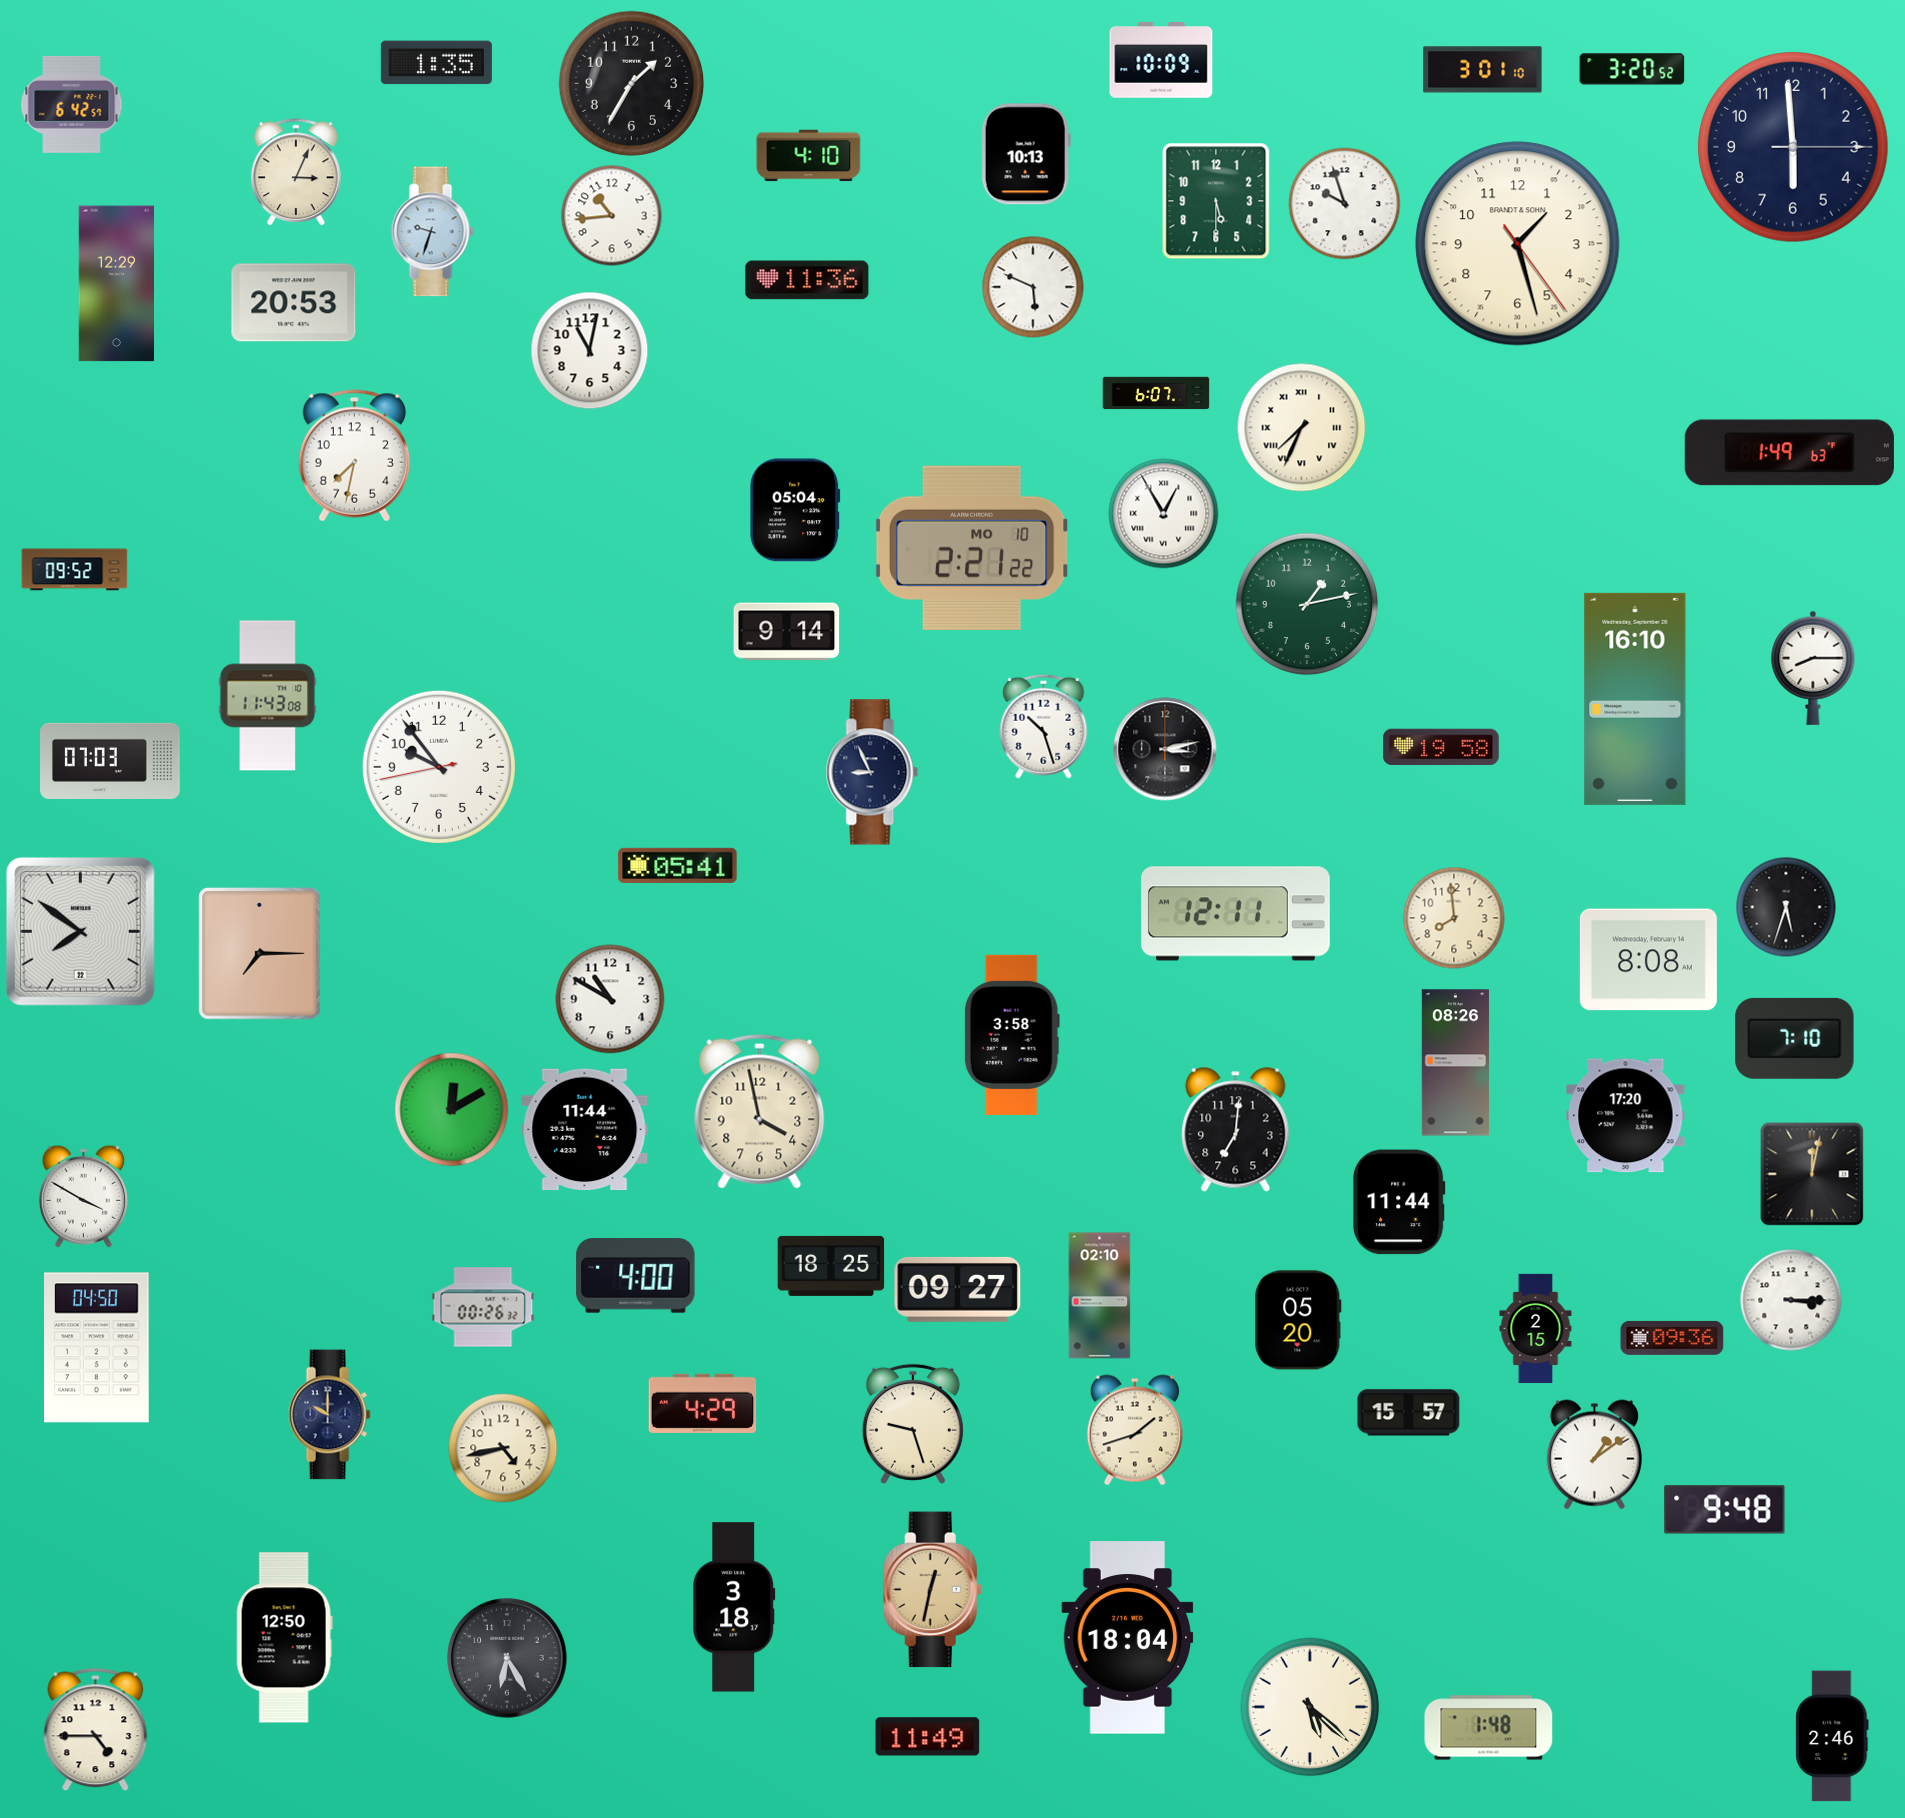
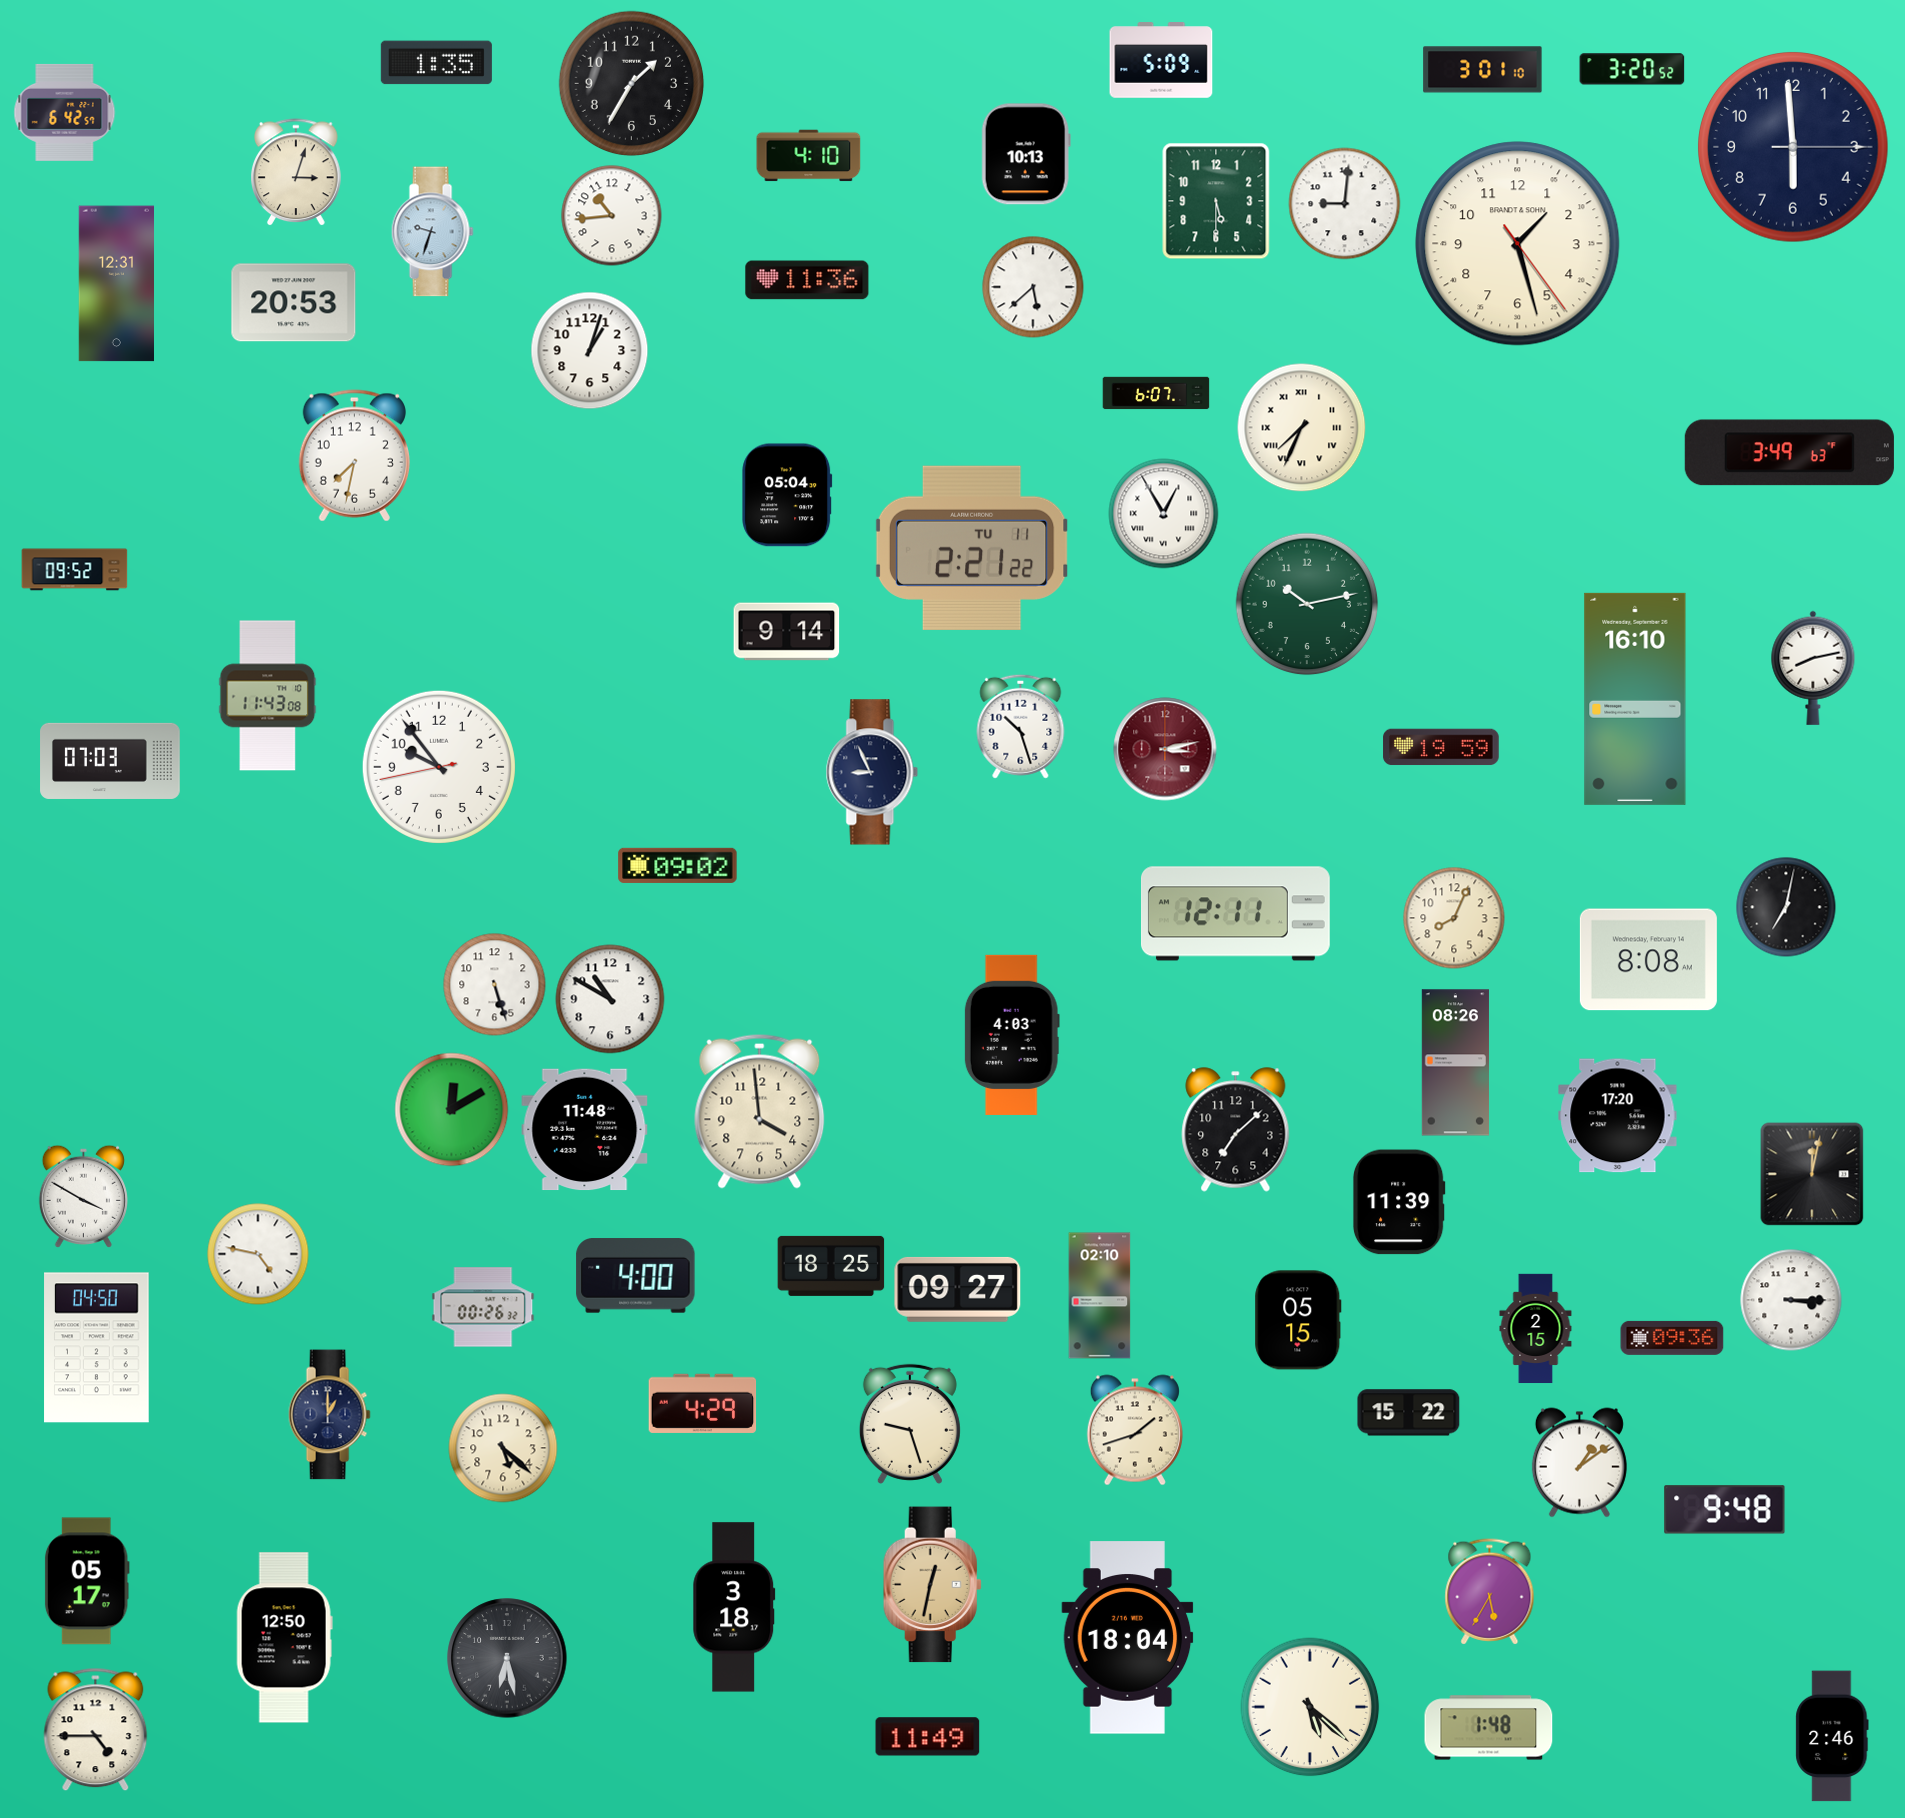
clock at (1161, 60): 10:09 -> 5:09
clock at (72, 104) position: (72, 104) -> (65, 112)
clock at (297, 173): 3:04 -> 3:03
clock at (1345, 204): 9:57 -> 9:01
clock at (116, 284): 12:29 -> 12:31
clock at (1033, 287): 5:49 -> 5:38
clock at (590, 351): 11:02 -> 1:03
clock at (1789, 453): 1:49 -> 3:49
clock at (795, 510) position: (795, 510) -> (787, 495)
clock at (972, 548) date: MO 10 -> TU 11
clock at (1307, 604): 1:13 -> 10:13
clock at (1813, 668): 8:15 -> 8:13
clock at (1044, 726) position: (1044, 726) -> (1021, 726)
clock at (1441, 747): 19:58 -> 19:59
clock at (1165, 749) dial: black -> burgundy
clock at (678, 865): 05:41 -> 09:02
clock at (1786, 907): 5:33 -> 7:02
clock at (1454, 918): 7:59 -> 8:04
clock at (80, 931): 7:51 -> none
clock at (260, 954): 7:15 -> none
clock at (495, 985): none -> 5:27
clock at (1012, 1035): 3:58 -> 4:03
clock at (1795, 1038): 7:10 -> none
clock at (760, 1111): 3:58 -> 3:59
clock at (1626, 1116) position: (1626, 1116) -> (1618, 1116)
clock at (585, 1130): 11:44 -> 11:48
clock at (1236, 1130): 7:01 -> 7:08
clock at (1399, 1202): 11:44 -> 11:39
clock at (258, 1254): none -> 4:47
clock at (1298, 1320): 05:20 -> 05:15
clock at (1409, 1413): 15:57 -> 15:22
clock at (329, 1415): 10:00 -> 1:00
clock at (913, 1424) position: (913, 1424) -> (910, 1424)
clock at (503, 1448): 4:43 -> 5:22
clock at (1594, 1455) position: (1594, 1455) -> (1579, 1463)
clock at (87, 1581): none -> 05:17
clock at (932, 1590) position: (932, 1590) -> (932, 1585)
clock at (1490, 1592): none -> 5:35
clock at (507, 1658): 6:25 -> 6:28
